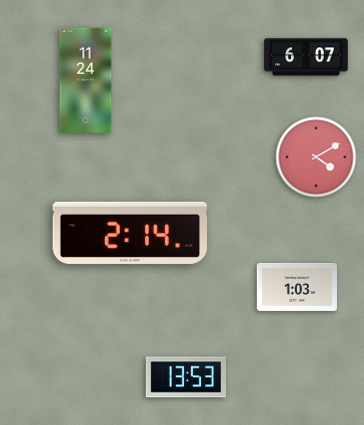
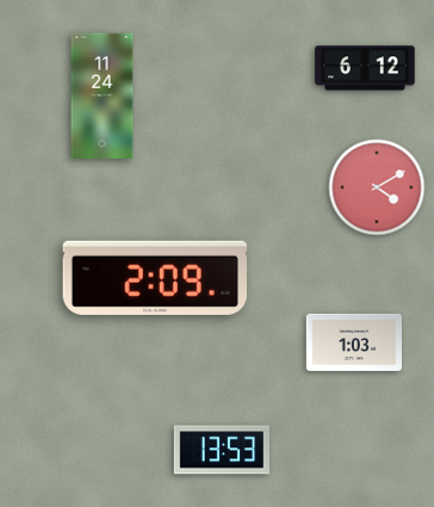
clock at (306, 57): 6:07 -> 6:12
clock at (129, 233): 2:14 -> 2:09
